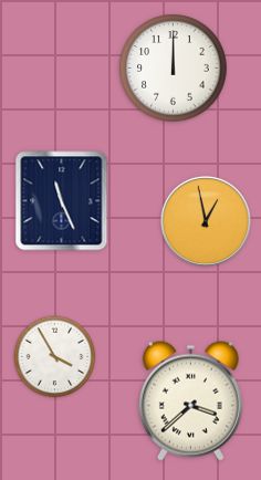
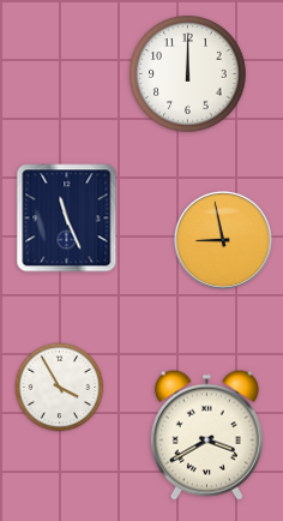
clock at (206, 221): 12:58 -> 8:58
clock at (190, 400): 3:38 -> 3:40
